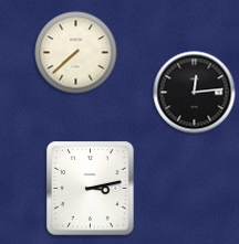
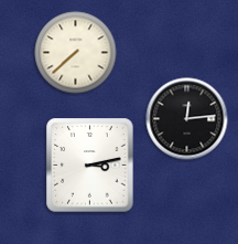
clock at (195, 93) position: (195, 93) -> (187, 119)
clock at (91, 189) position: (91, 189) -> (90, 166)
